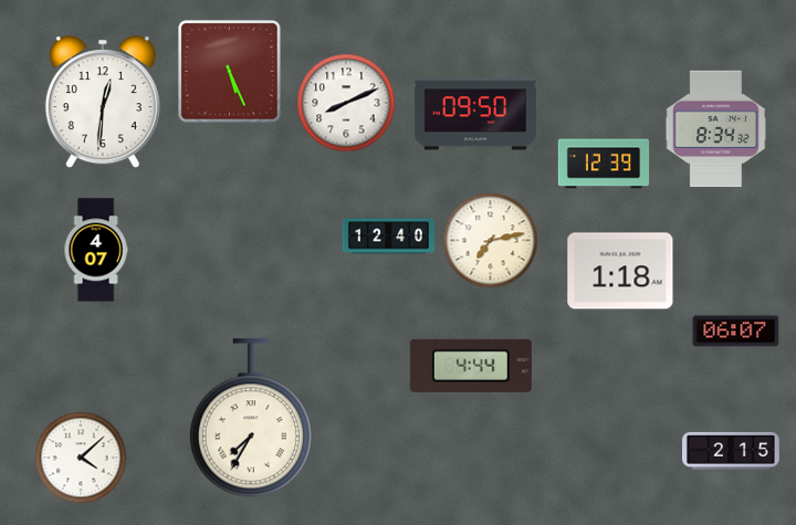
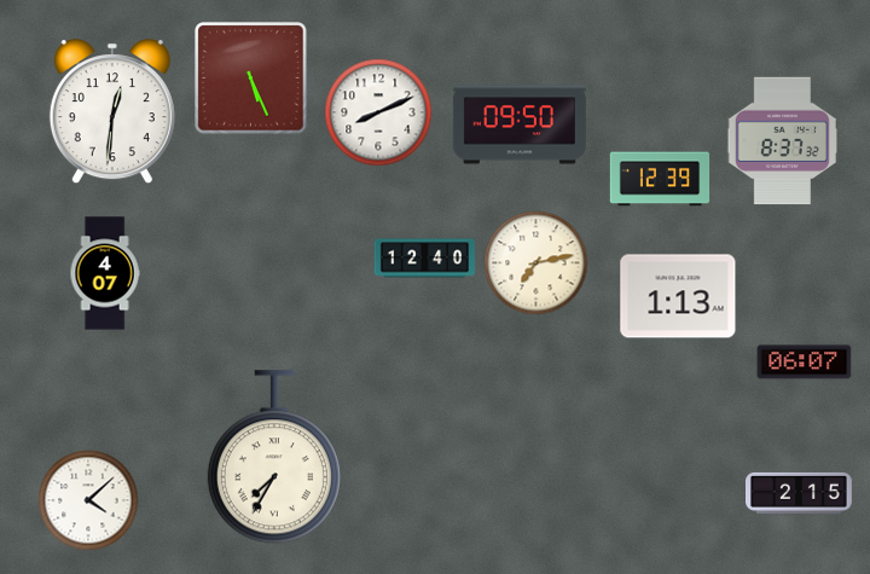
clock at (715, 129): 8:34 -> 8:37
clock at (620, 271): 1:18 -> 1:13
clock at (471, 366): 4:44 -> none
